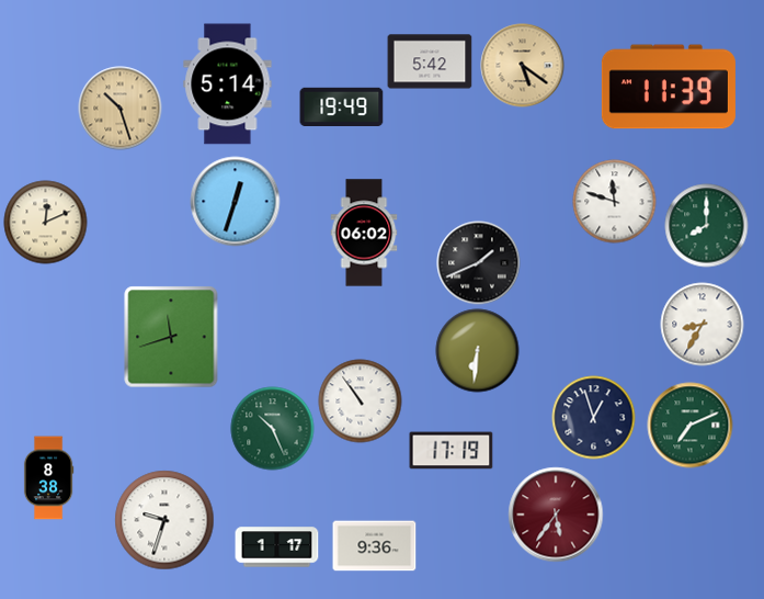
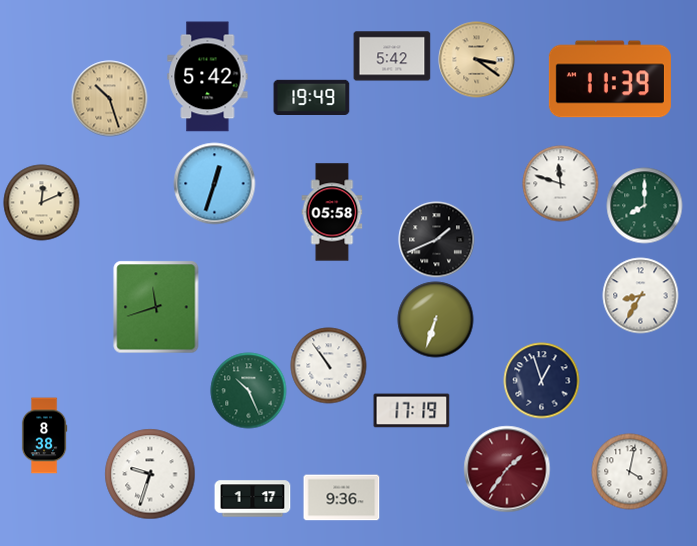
clock at (523, 66): 5:21 -> 3:21
clock at (228, 84): 5:14 -> 5:42
clock at (364, 233): 06:02 -> 05:58
clock at (478, 351): 6:31 -> 6:33
clock at (691, 426): 7:11 -> none
clock at (556, 515): 5:36 -> 1:36
clock at (630, 472): none -> 4:02
